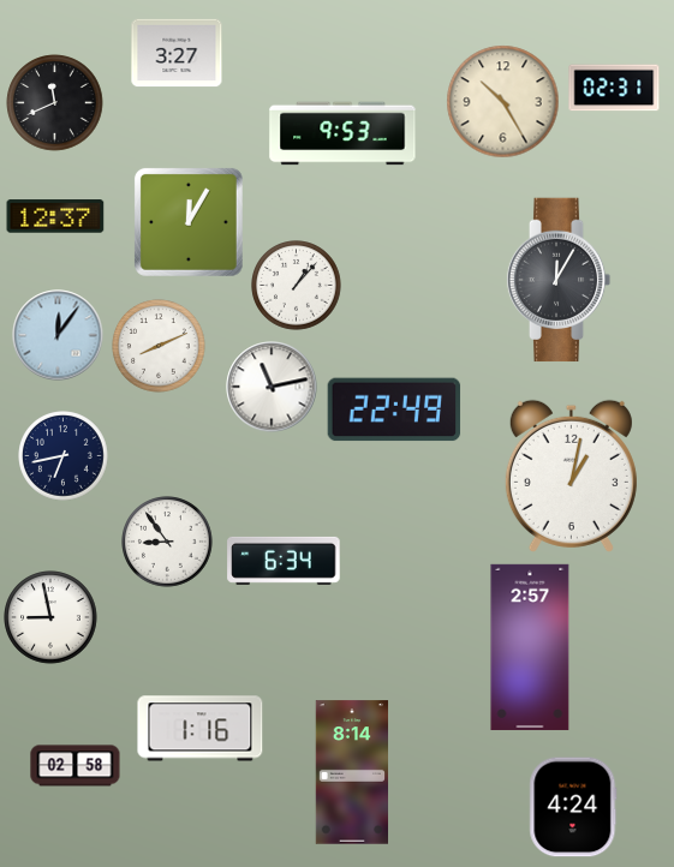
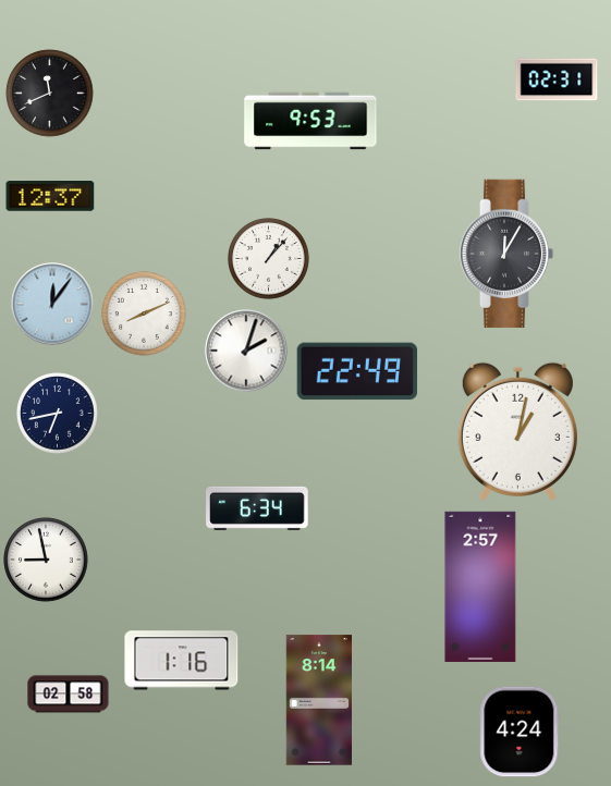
clock at (177, 53): 3:27 -> none
clock at (503, 102): 10:25 -> none
clock at (189, 222): 12:05 -> none
clock at (272, 387): 11:13 -> 2:03
clock at (167, 542): 8:54 -> none
